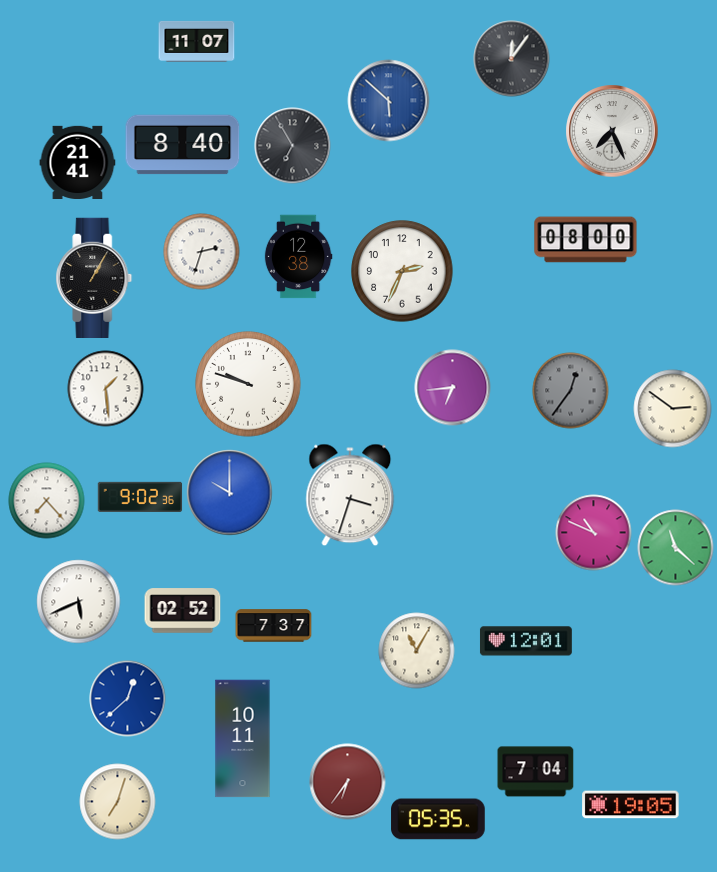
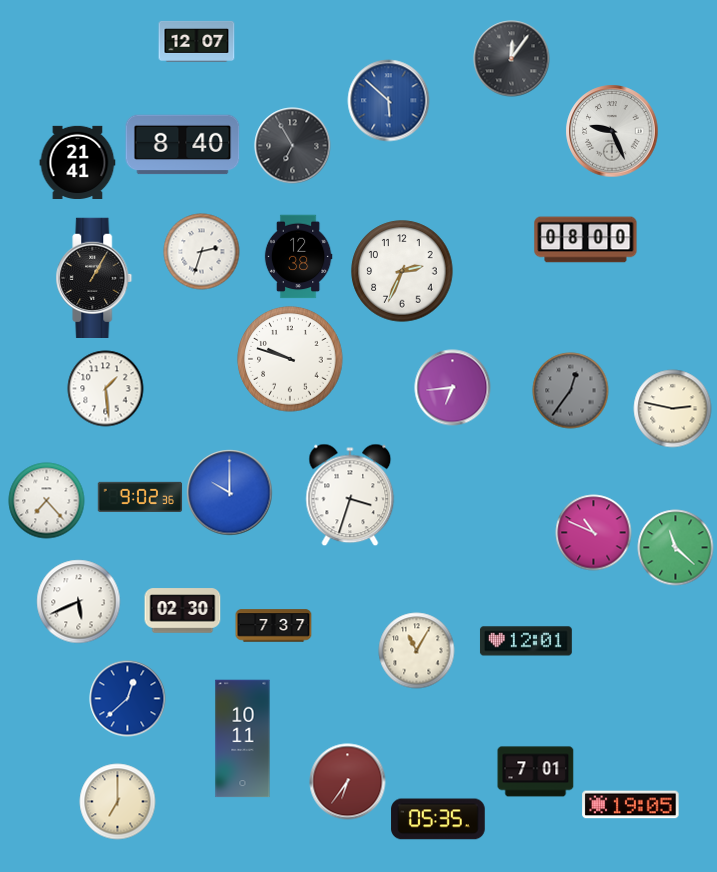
clock at (197, 41): 11:07 -> 12:07
clock at (612, 131): 7:26 -> 9:26
clock at (248, 384) position: (248, 384) -> (290, 359)
clock at (673, 409): 2:51 -> 2:47
clock at (183, 611): 02:52 -> 02:30
clock at (536, 772): 7:04 -> 7:01
clock at (118, 802): 7:03 -> 7:00
